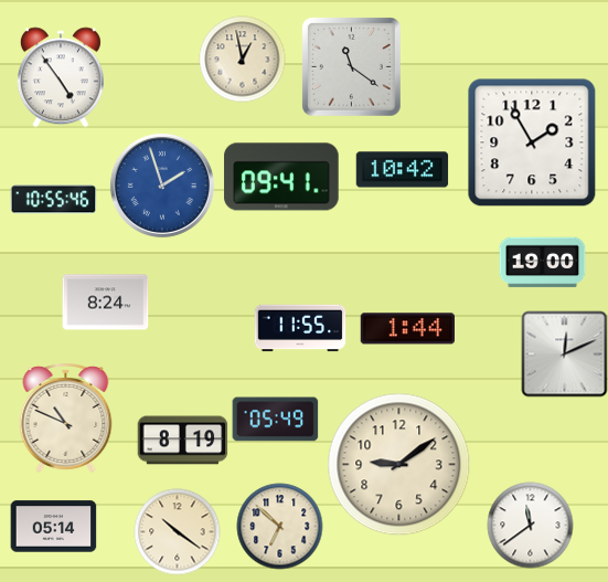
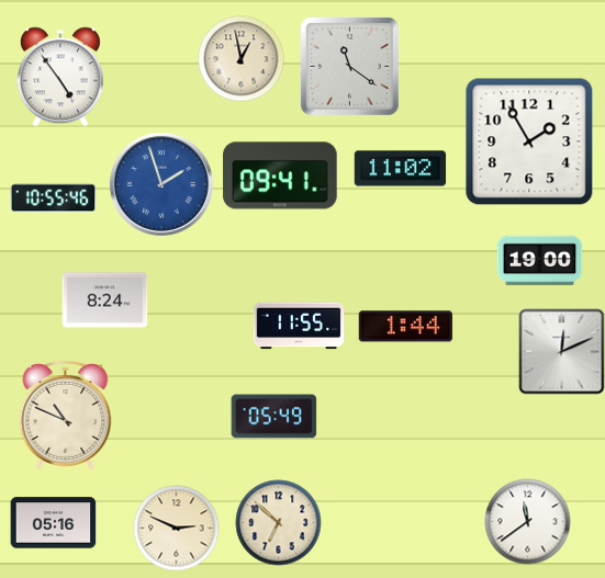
clock at (402, 170): 10:42 -> 11:02
clock at (182, 441): 8:19 -> none
clock at (398, 464): 9:09 -> none
clock at (53, 527): 05:14 -> 05:16
clock at (177, 531): 10:21 -> 2:49
